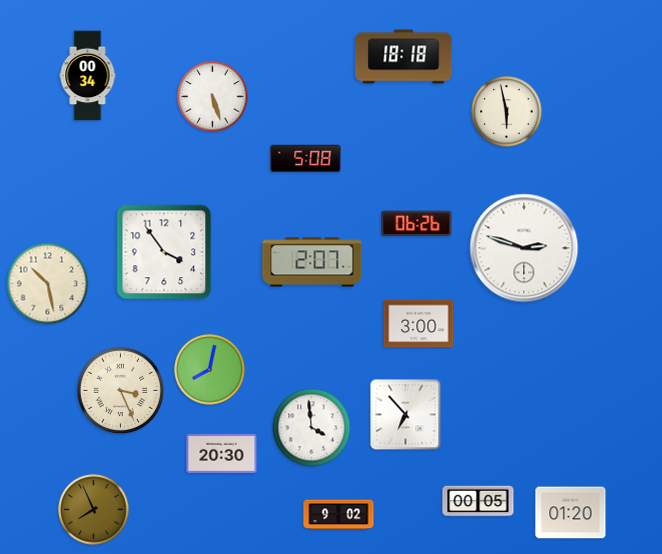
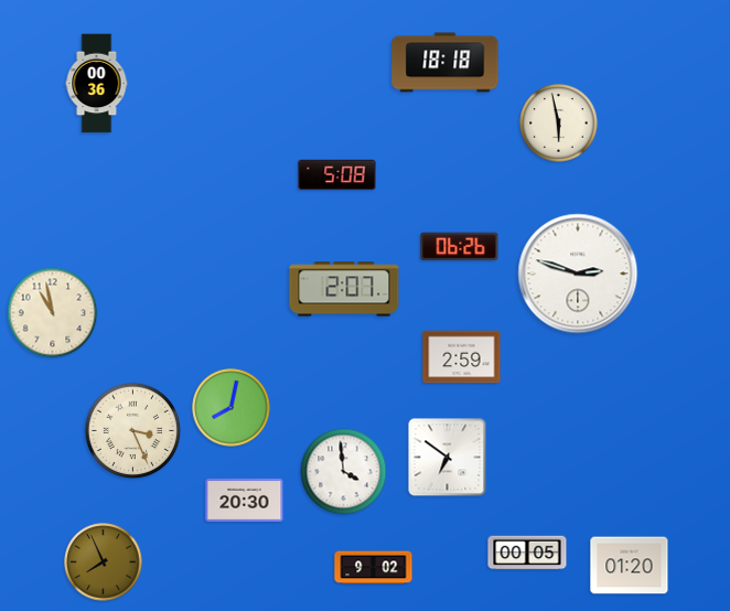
clock at (88, 76): 00:34 -> 00:36
clock at (213, 97): 5:27 -> none
clock at (164, 252): 3:54 -> none
clock at (48, 284): 10:28 -> 10:58
clock at (419, 324): 3:00 -> 2:59
clock at (406, 415): 6:53 -> 6:51
